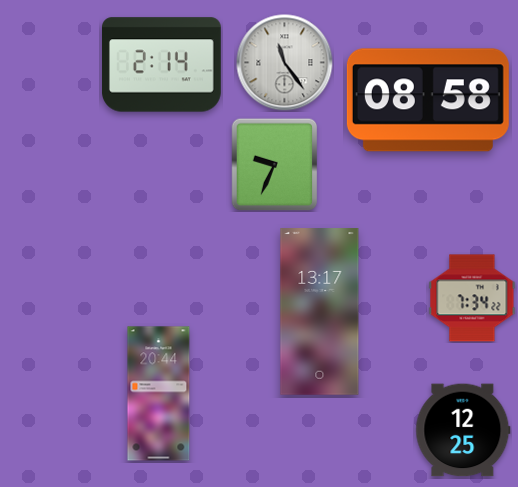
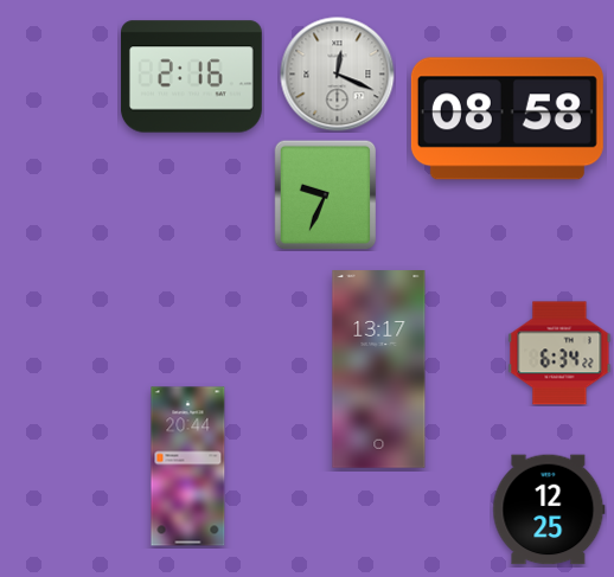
clock at (285, 63): 11:24 -> 12:19
clock at (162, 65): 2:14 -> 2:16
clock at (472, 298): 7:34 -> 6:34
